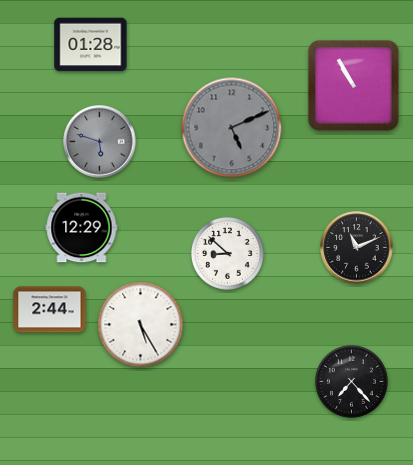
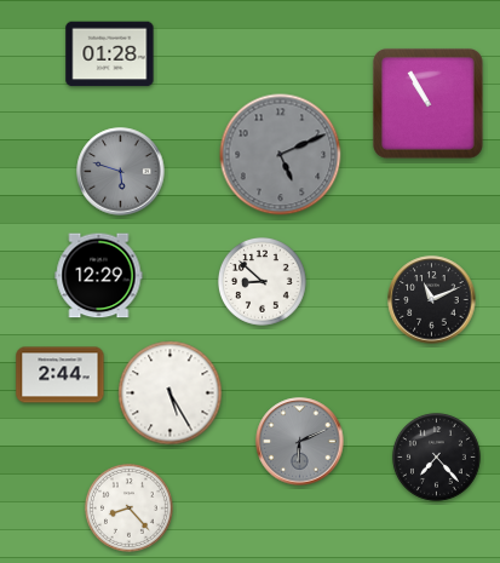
clock at (227, 253) position: (227, 253) -> (262, 281)
clock at (300, 442): none -> 6:11
clock at (351, 381) position: (351, 381) -> (436, 456)
clock at (128, 507): none -> 8:23
